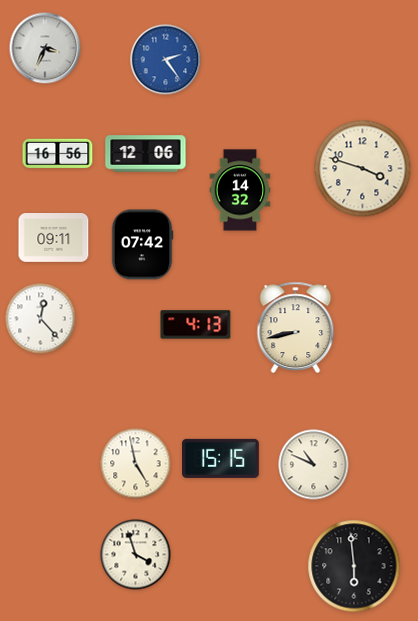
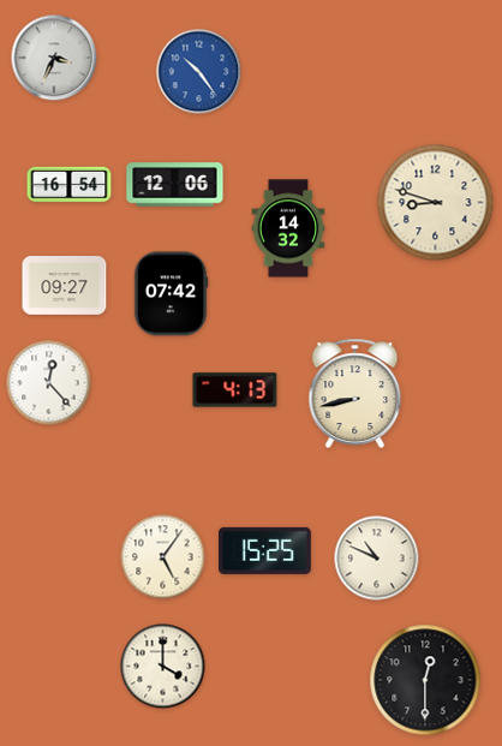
clock at (166, 60): 2:24 -> 10:24
clock at (58, 154): 16:56 -> 16:54
clock at (363, 169): 3:48 -> 8:48
clock at (54, 238): 09:11 -> 09:27
clock at (221, 458): 15:15 -> 15:25
clock at (136, 464): 4:58 -> 5:06
clock at (136, 555): 3:57 -> 4:00
clock at (354, 566): 5:59 -> 12:30
